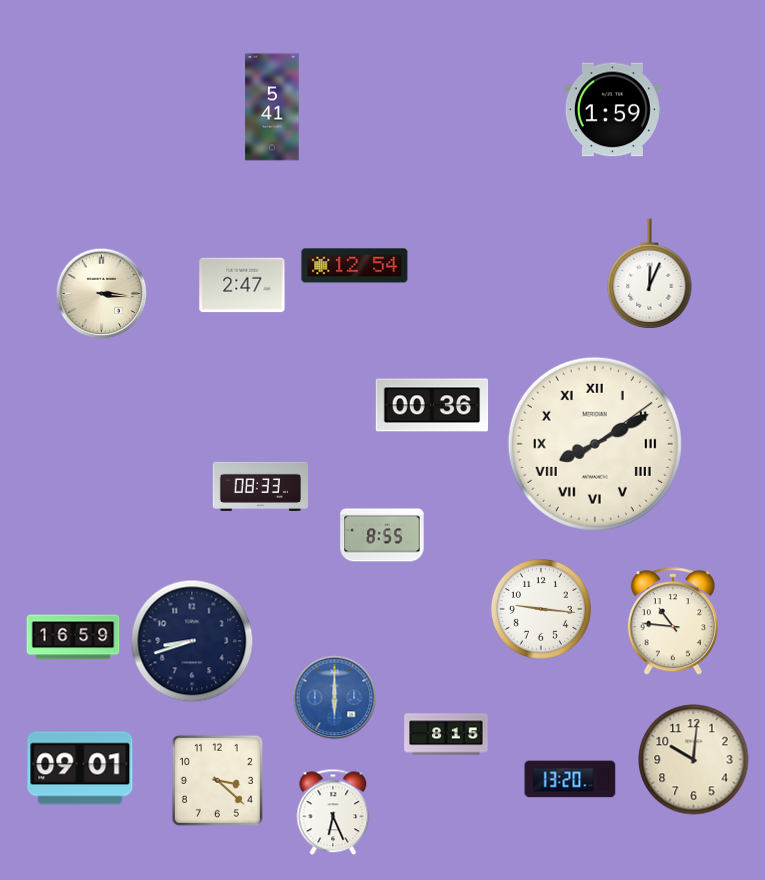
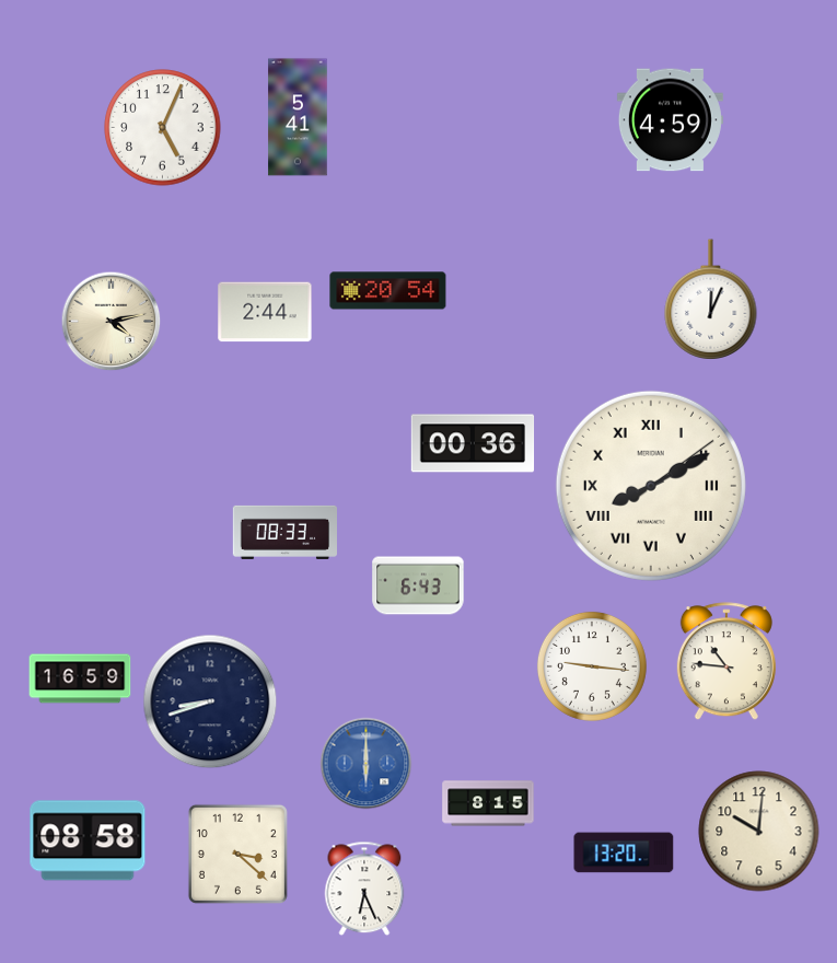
clock at (612, 110): 1:59 -> 4:59
clock at (163, 128): none -> 5:04
clock at (355, 266): 12:54 -> 20:54
clock at (242, 285): 2:47 -> 2:44
clock at (102, 294): 3:16 -> 4:13
clock at (382, 535): 8:55 -> 6:43
clock at (673, 622) position: (673, 622) -> (726, 662)
clock at (73, 637) position: (73, 637) -> (80, 678)
clock at (80, 768): 09:01 -> 08:58
